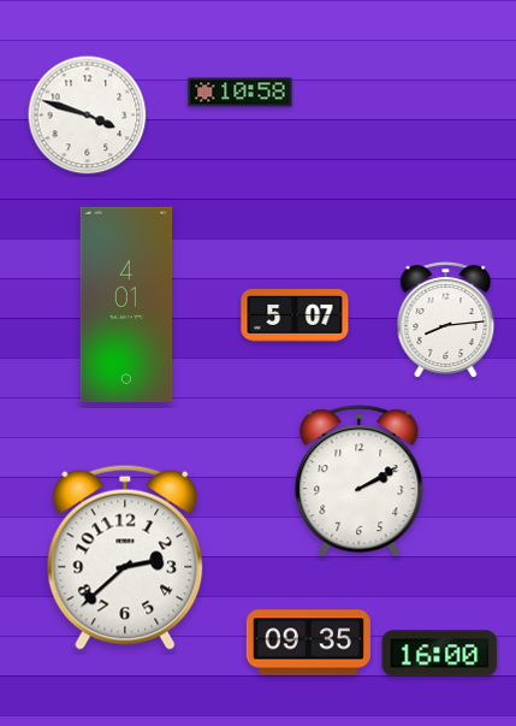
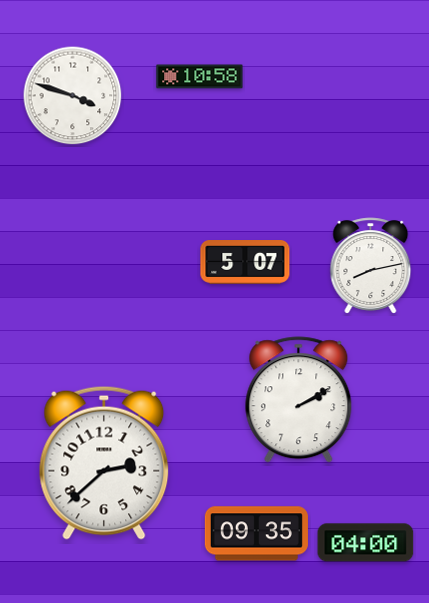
clock at (126, 305): 4:01 -> none
clock at (446, 320): 8:14 -> 8:13
clock at (440, 654): 16:00 -> 04:00
